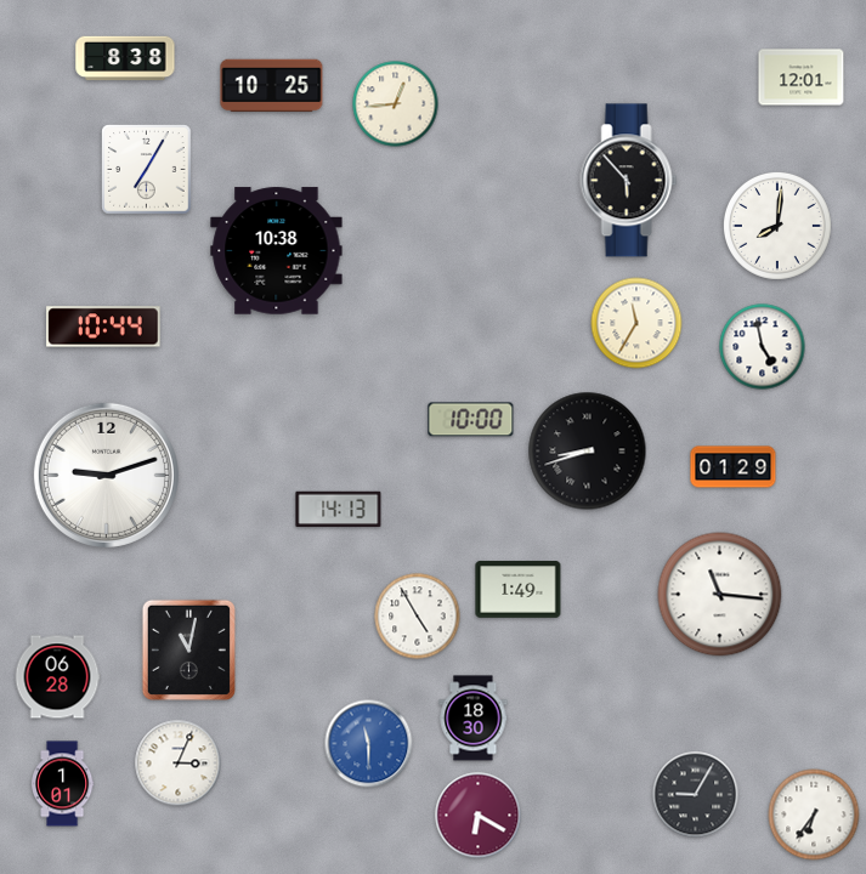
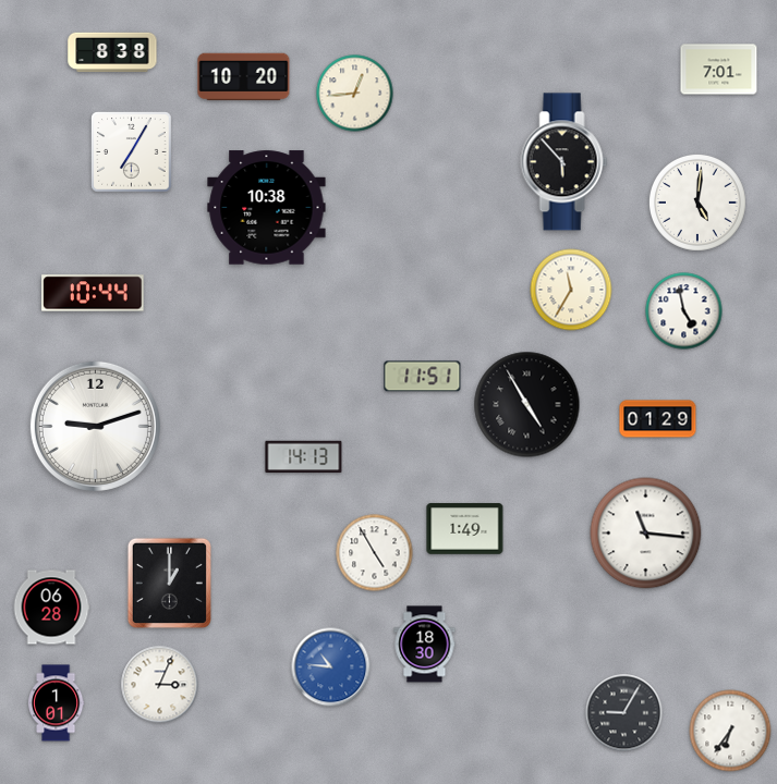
clock at (802, 78): 12:01 -> 7:01
clock at (272, 86): 10:25 -> 10:20
clock at (777, 226): 8:01 -> 5:01
clock at (277, 251) position: (277, 251) -> (267, 208)
clock at (471, 420): 10:00 -> 11:51
clock at (588, 452): 8:42 -> 4:55
clock at (188, 649): 11:02 -> 1:00
clock at (369, 744): 11:30 -> 10:46
clock at (479, 816): 6:20 -> none
